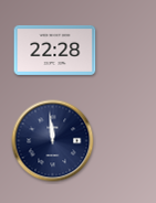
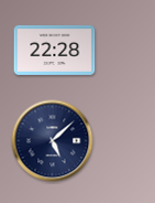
clock at (53, 141): 11:59 -> 5:08
